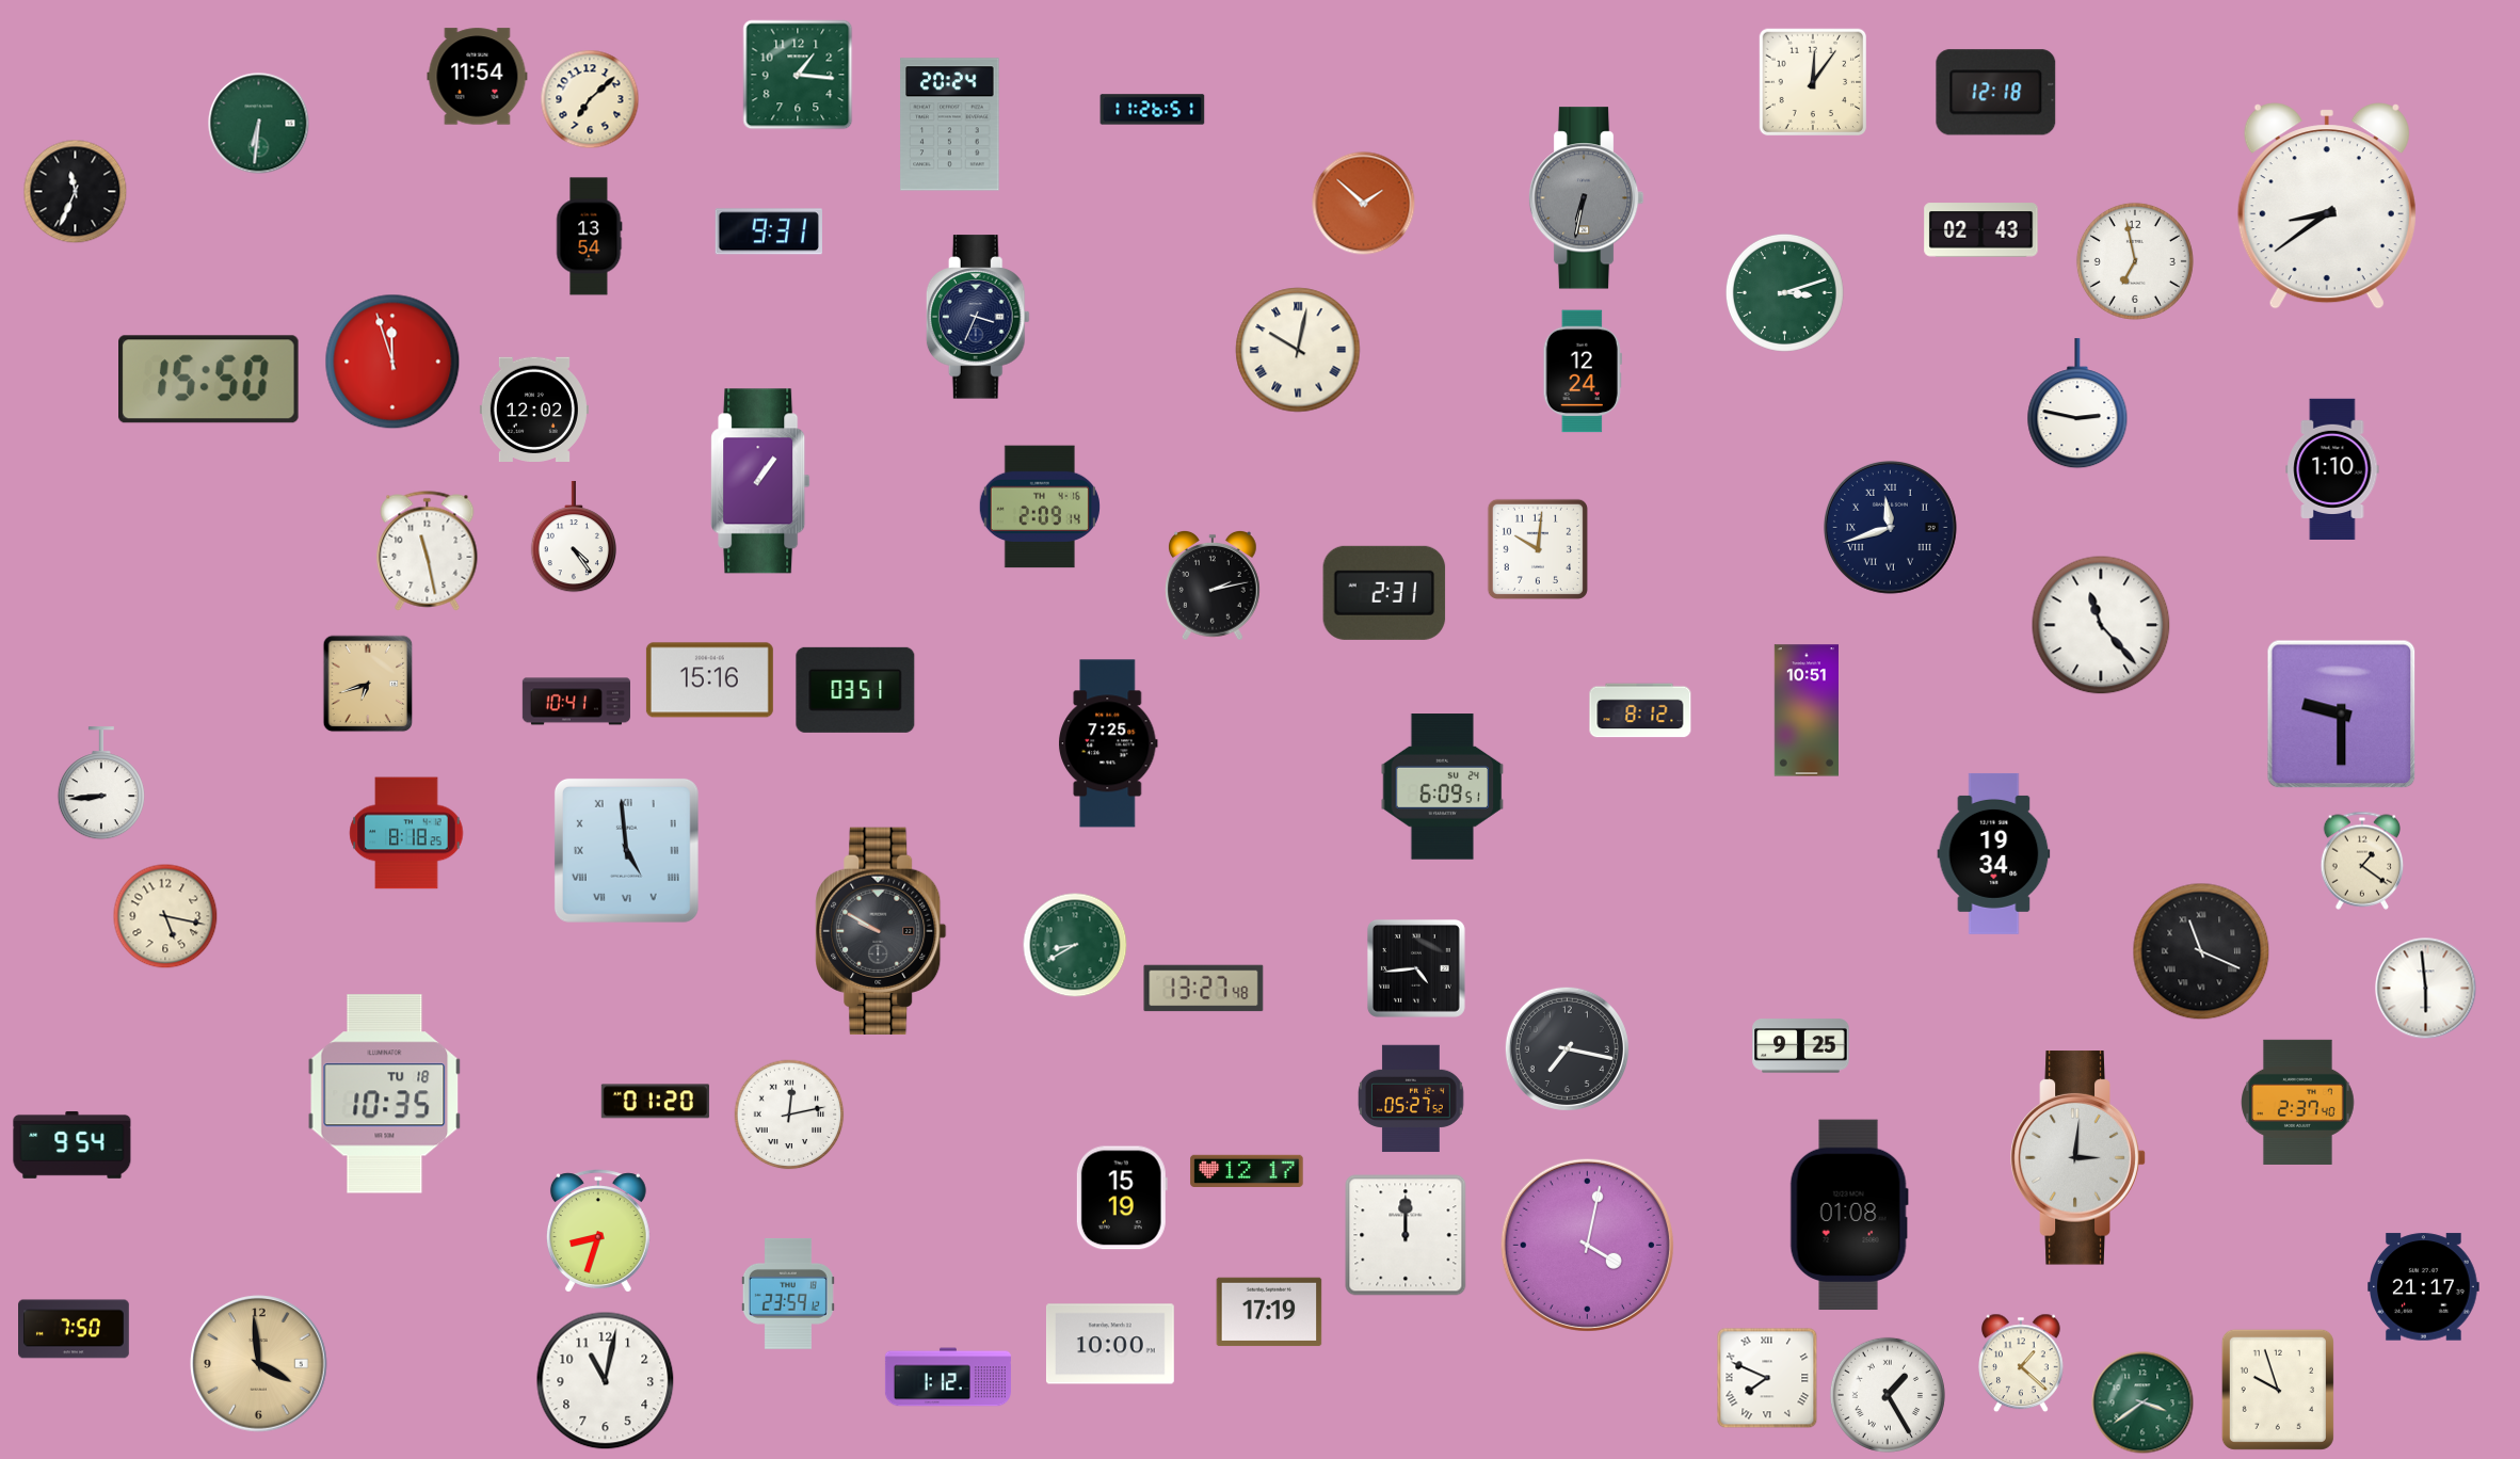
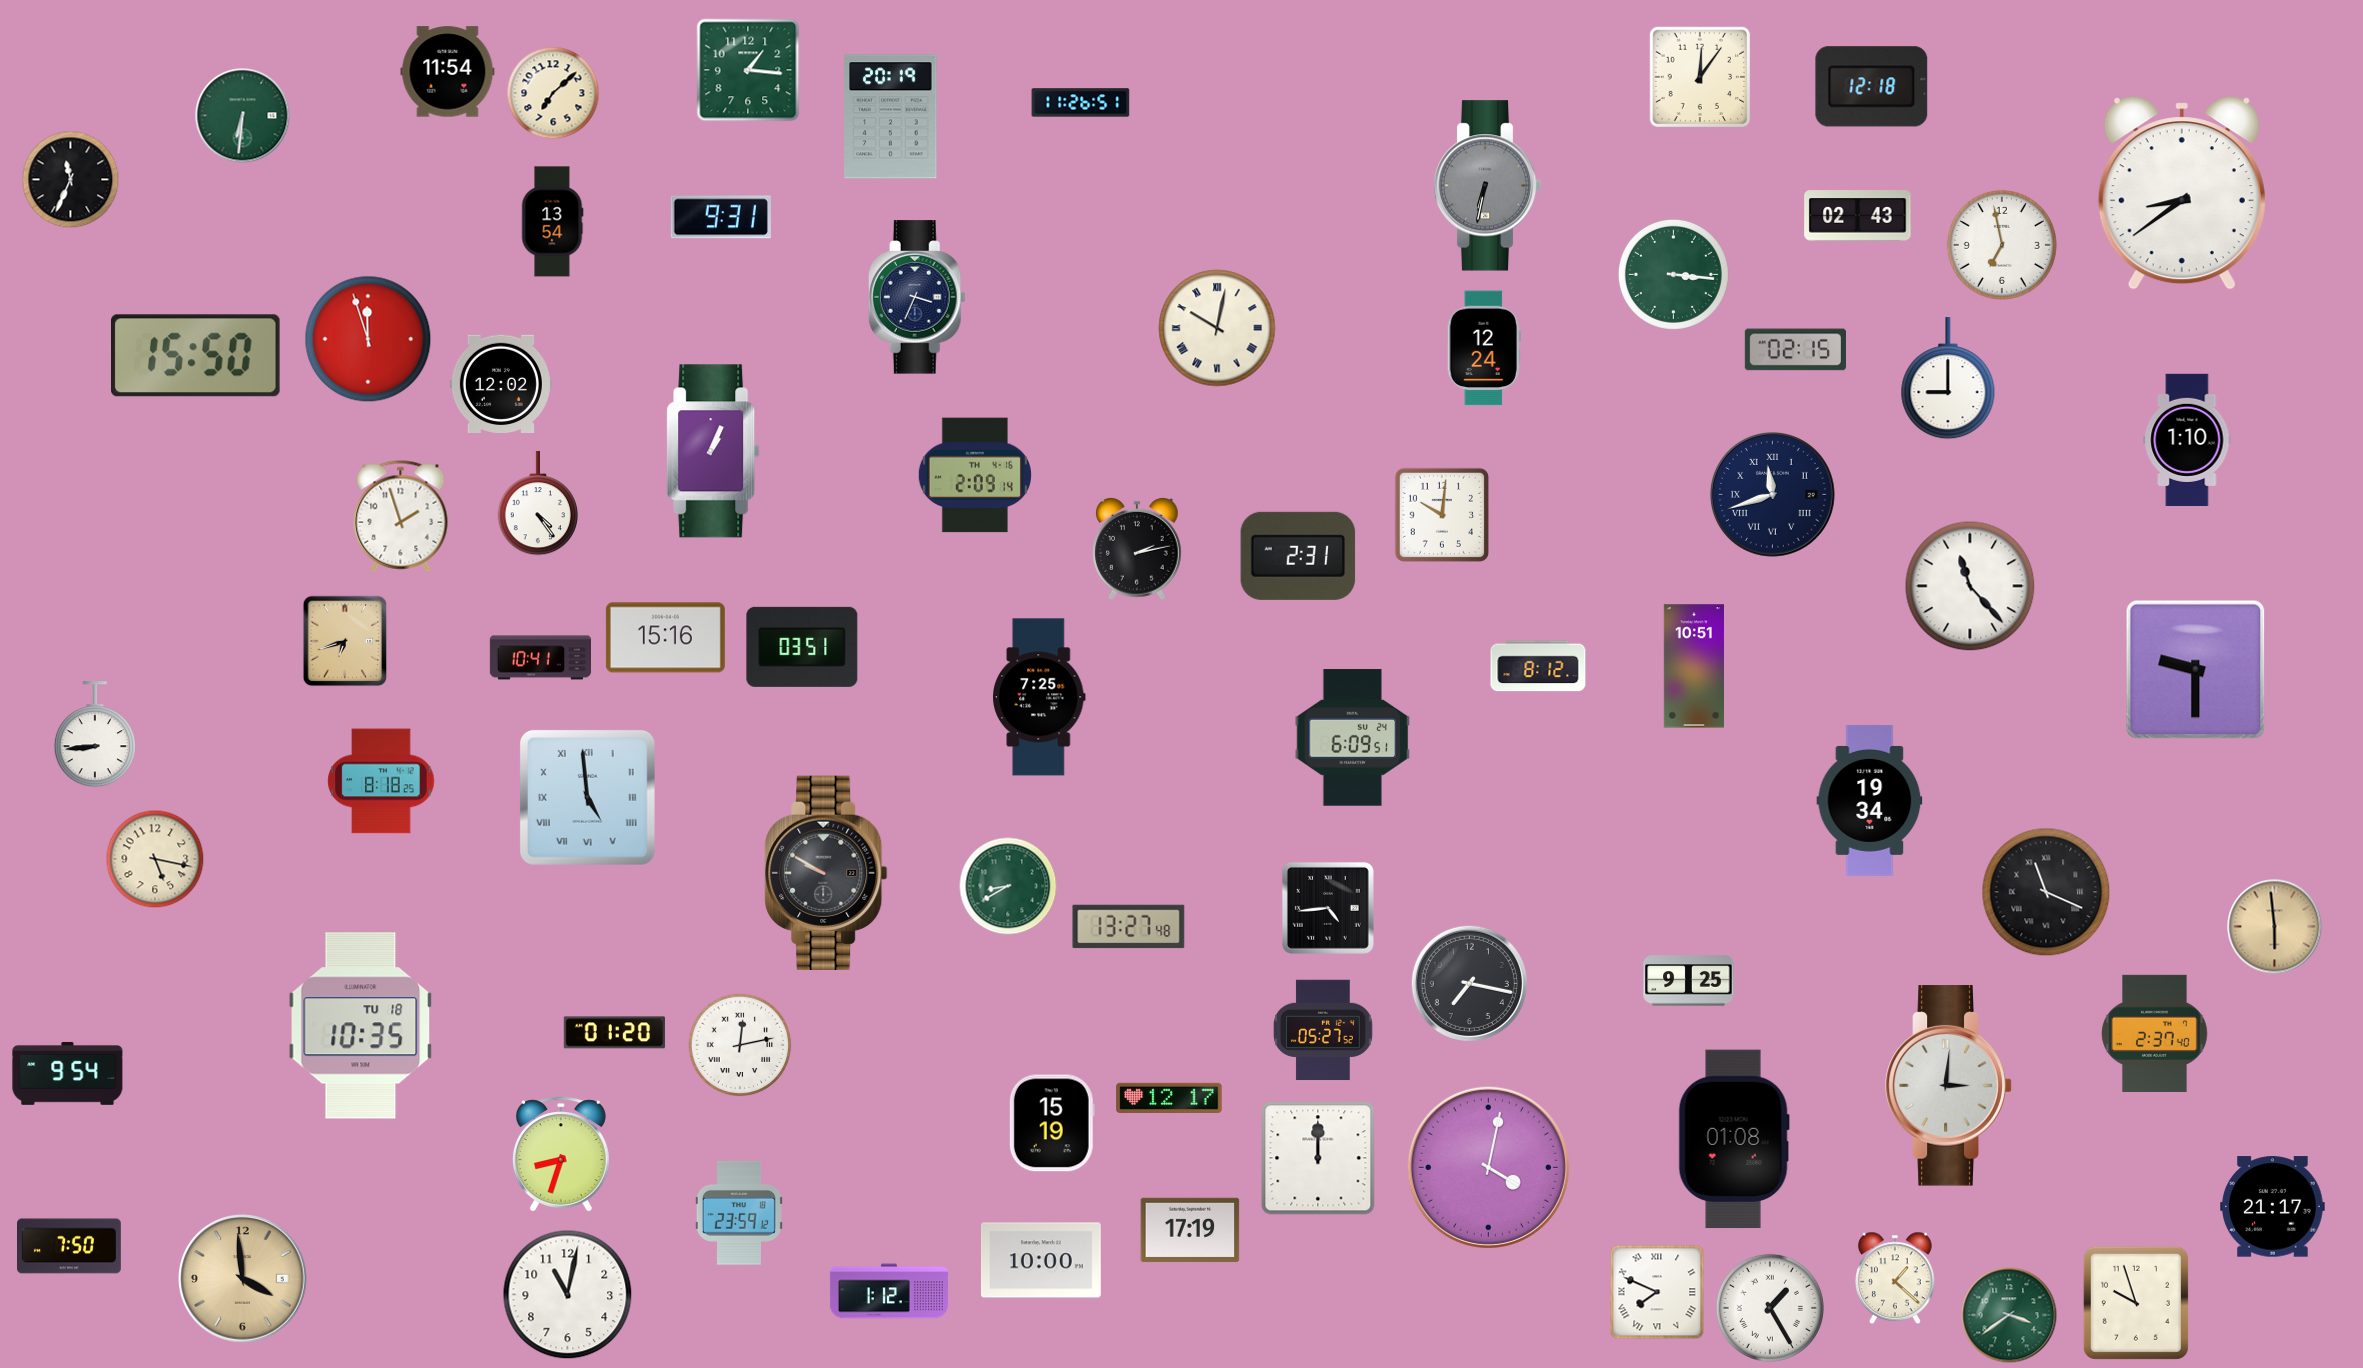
clock at (950, 125): 20:24 -> 20:19
clock at (1364, 204): 1:52 -> none
clock at (1784, 292): 3:12 -> 3:16
clock at (1795, 350): none -> 02:15
clock at (2077, 404): 2:47 -> 9:00
clock at (760, 481): 1:06 -> 1:04
clock at (428, 551): 11:28 -> 1:57
clock at (2362, 861): 1:21 -> none
clock at (2201, 951) position: (2201, 951) -> (2046, 892)
clock at (2426, 989) dial: white -> champagne
